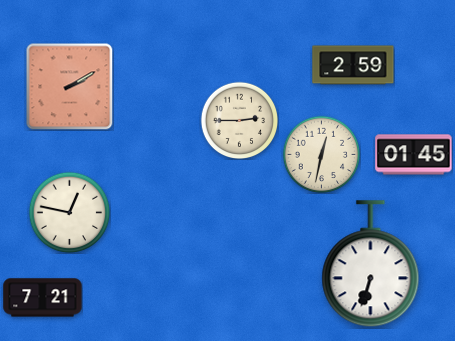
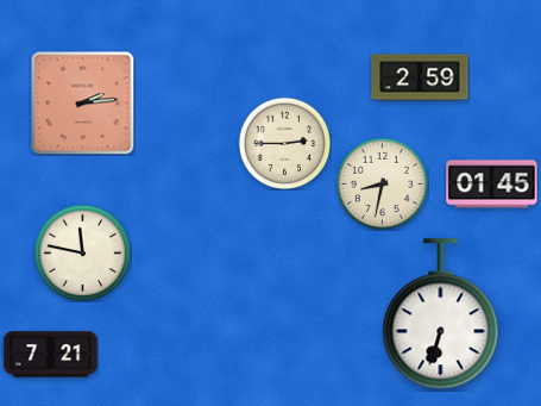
clock at (69, 86): 2:10 -> 2:14
clock at (321, 154): 12:32 -> 8:32
clock at (69, 212): 12:47 -> 11:47
